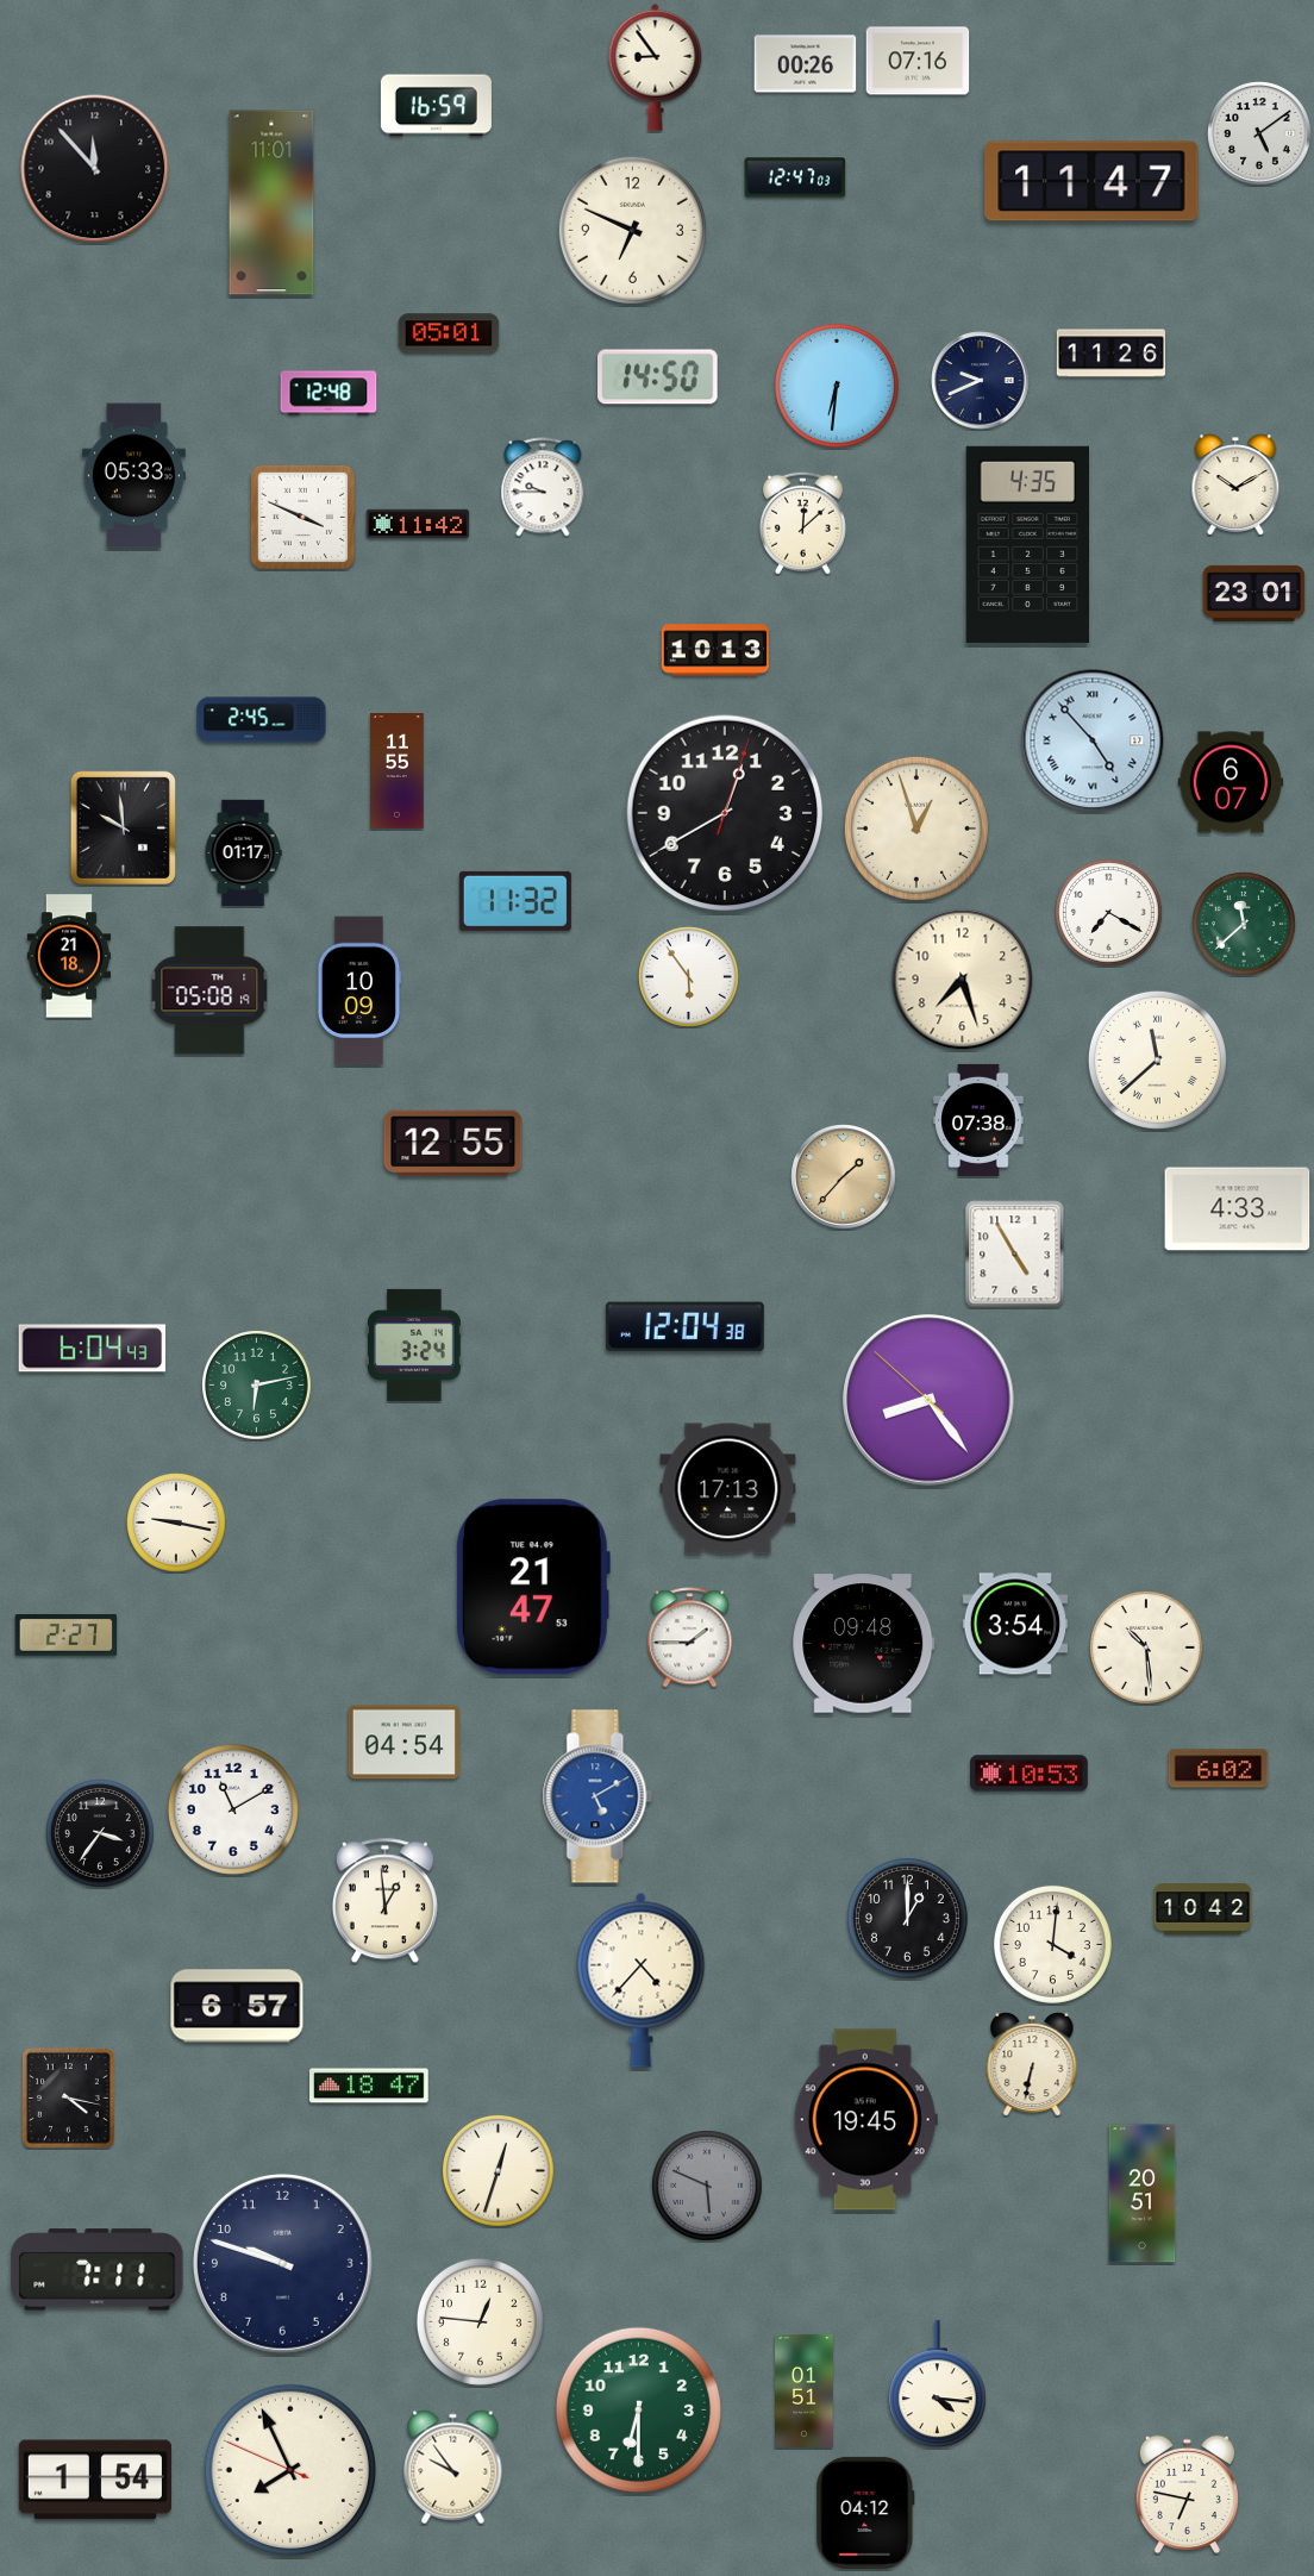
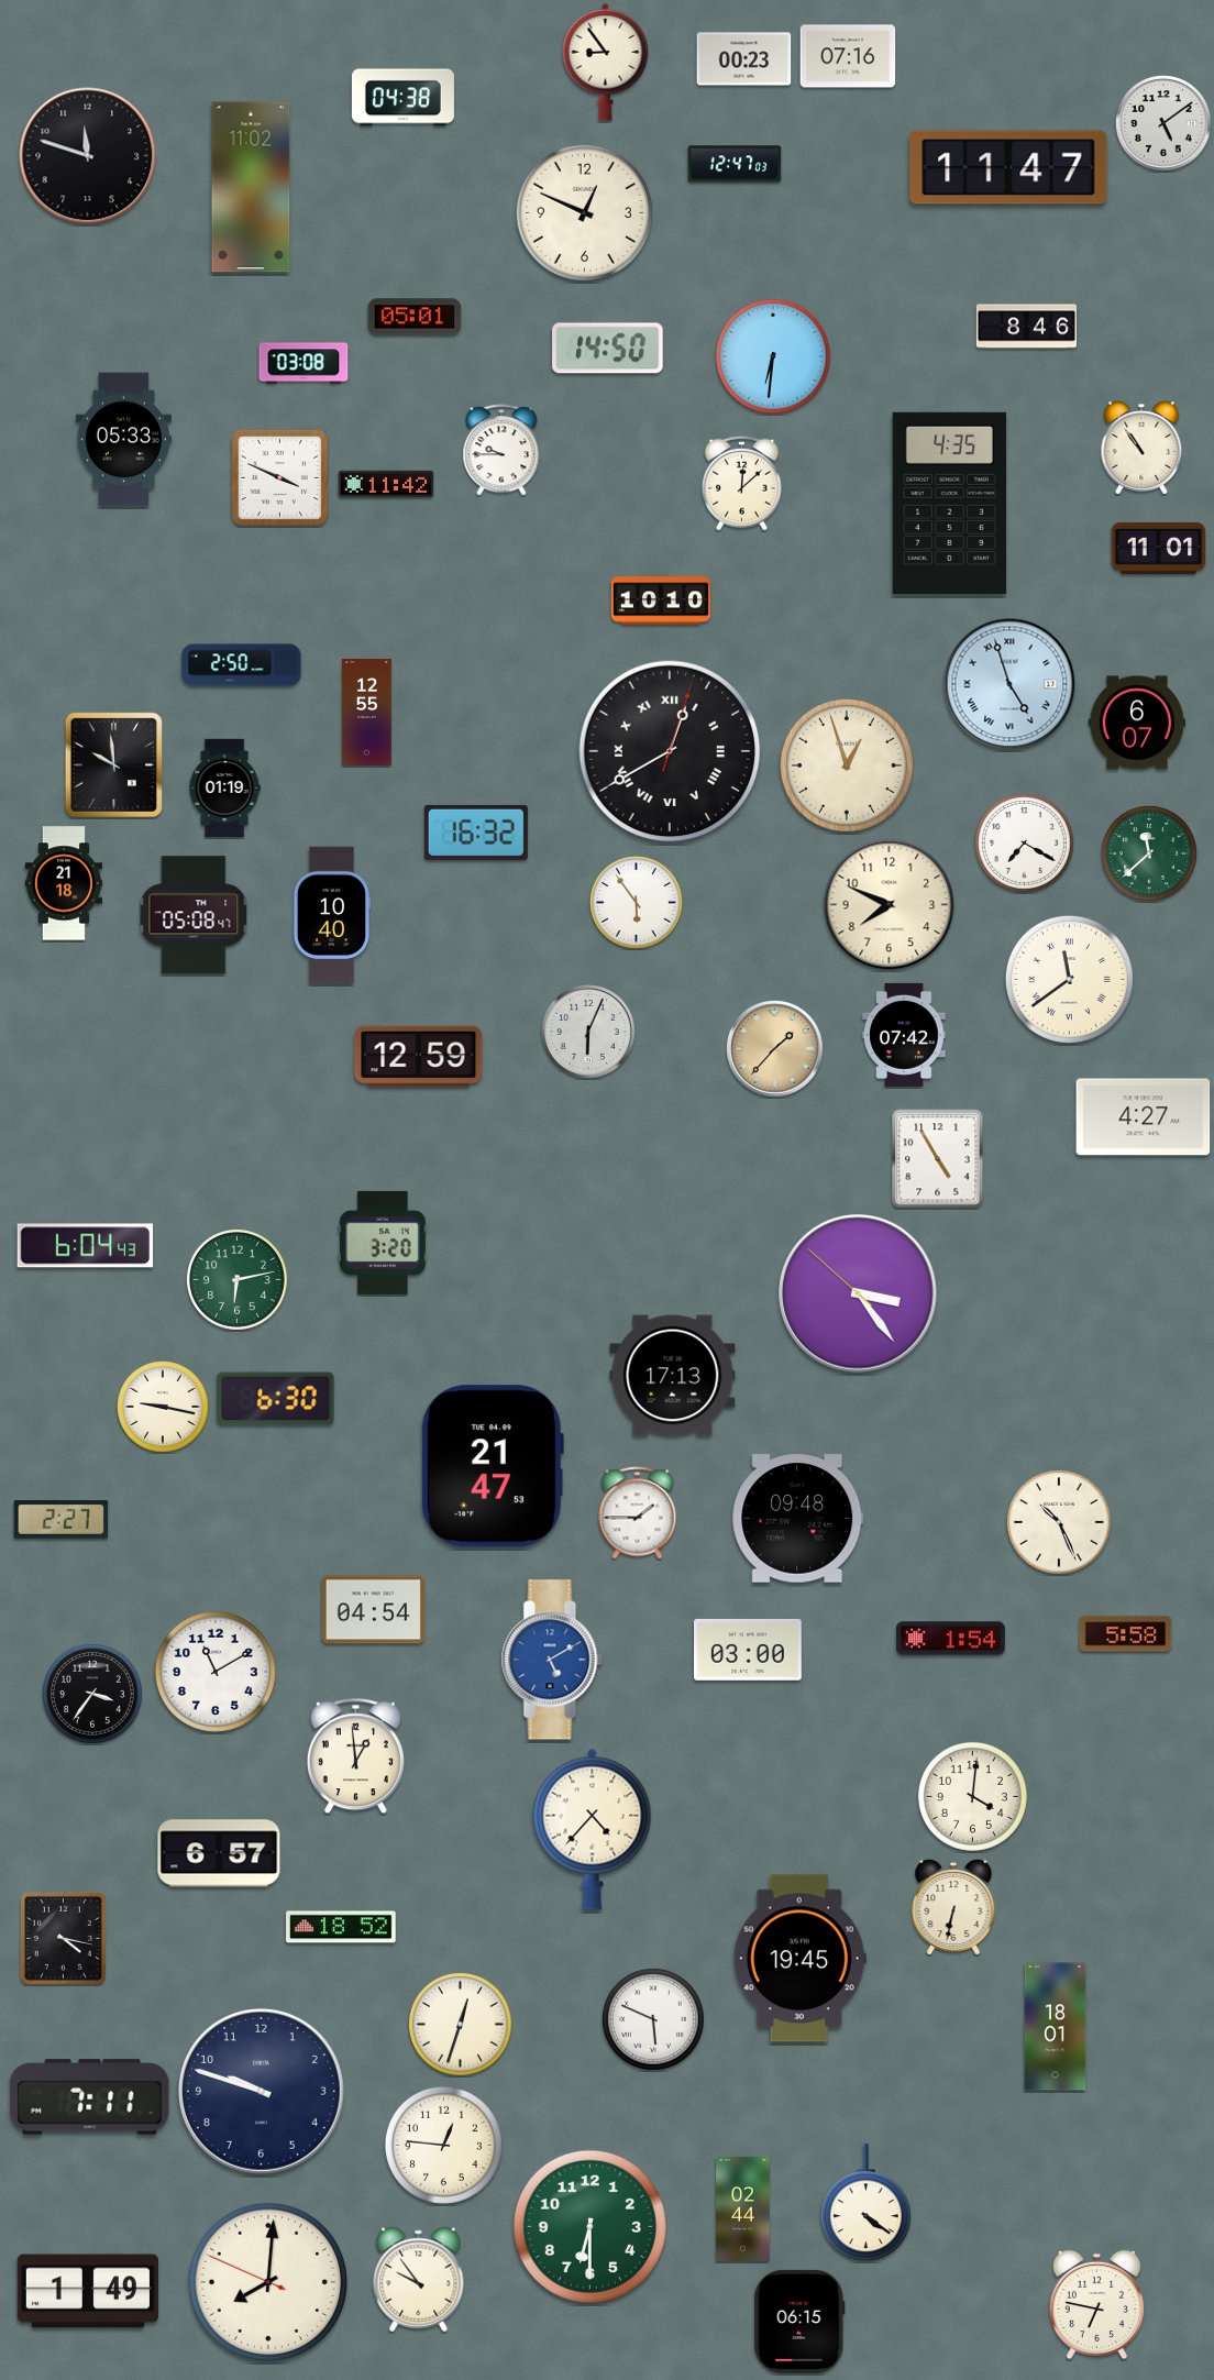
clock at (806, 64): 00:26 -> 00:23
clock at (436, 106): 16:59 -> 04:38
clock at (95, 169): 11:53 -> 11:48
clock at (271, 202): 11:01 -> 11:02
clock at (632, 230): 6:49 -> 12:49
clock at (449, 333) position: (449, 333) -> (415, 317)
clock at (1110, 354): 11:26 -> 8:46
clock at (981, 381): 9:41 -> none
clock at (328, 393): 12:48 -> 03:08
clock at (1235, 484): 10:10 -> 10:54
clock at (1254, 593): 23:01 -> 11:01
clock at (714, 650): 10:13 -> 10:10
clock at (262, 720): 2:45 -> 2:50
clock at (1093, 740): 4:53 -> 4:57
clock at (398, 771): 11:55 -> 12:55
clock at (725, 813) numerals: Arabic -> Roman
clock at (243, 854): 01:17 -> 01:19
clock at (515, 901): 11:32 -> 16:32
clock at (963, 980): 7:27 -> 7:49
clock at (209, 990): 05:08:19 -> 05:08:47
clock at (359, 990): 10:09 -> 10:40
clock at (1157, 1059): 11:38 -> 11:39
clock at (588, 1032): none -> 6:04
clock at (978, 1120): 07:38 -> 07:42
clock at (453, 1144): 12:55 -> 12:59
clock at (844, 1177) position: (844, 1177) -> (775, 1049)
clock at (1238, 1209): 4:33 -> 4:27
clock at (684, 1327): 12:04 -> none
clock at (415, 1345): 3:24 -> 3:20
clock at (928, 1400): 8:23 -> 3:23
clock at (276, 1399): none -> 6:30
clock at (1015, 1624): 3:54 -> none
clock at (67, 1636) position: (67, 1636) -> (62, 1520)
clock at (1146, 1647): 10:29 -> 10:26
clock at (1219, 1769): 6:02 -> 5:58
clock at (1030, 1774): 10:53 -> 1:54
clock at (749, 1650): none -> 03:00
clock at (1203, 1909): 10:42 -> none
clock at (907, 1918): 1:00 -> none
clock at (369, 2086): 18:47 -> 18:52
clock at (499, 2171) position: (499, 2171) -> (461, 2025)
clock at (708, 2187) dial: grey -> white
clock at (1143, 2194): 20:51 -> 18:01
clock at (937, 2384): 4:16 -> 4:21
clock at (805, 2390): 01:51 -> 02:44
clock at (289, 2469): 7:55 -> 8:00
clock at (95, 2480): 1:54 -> 1:49
clock at (865, 2513): 04:12 -> 06:15
